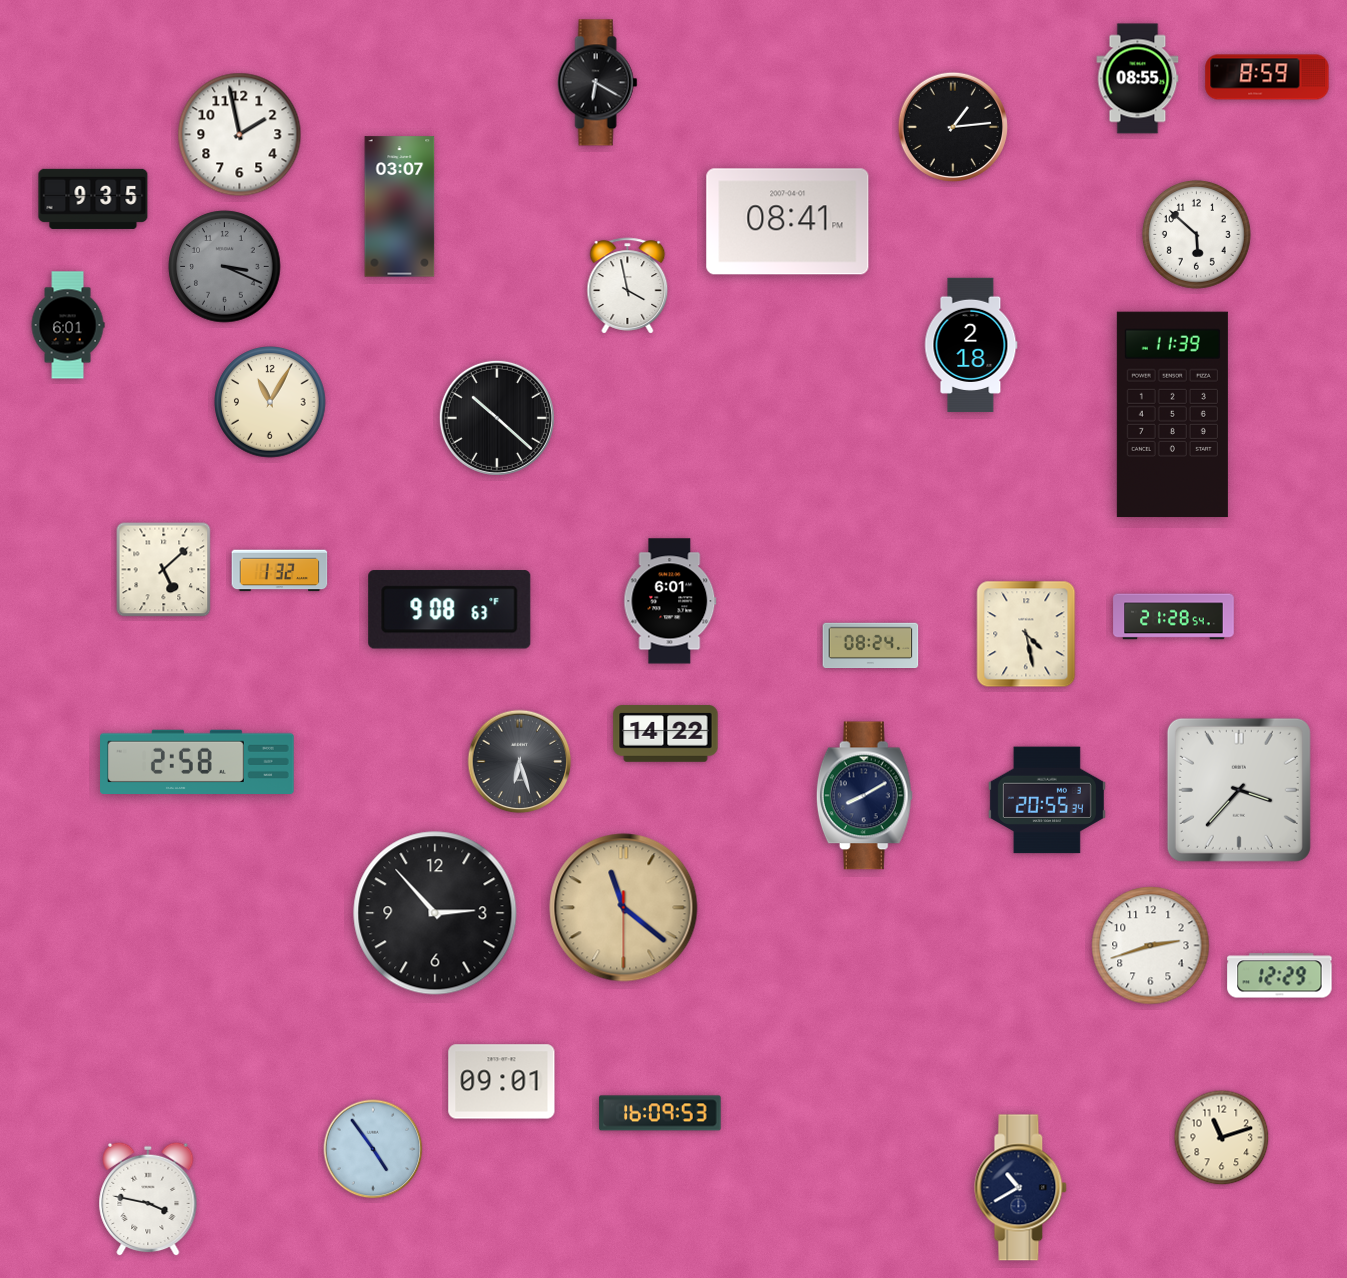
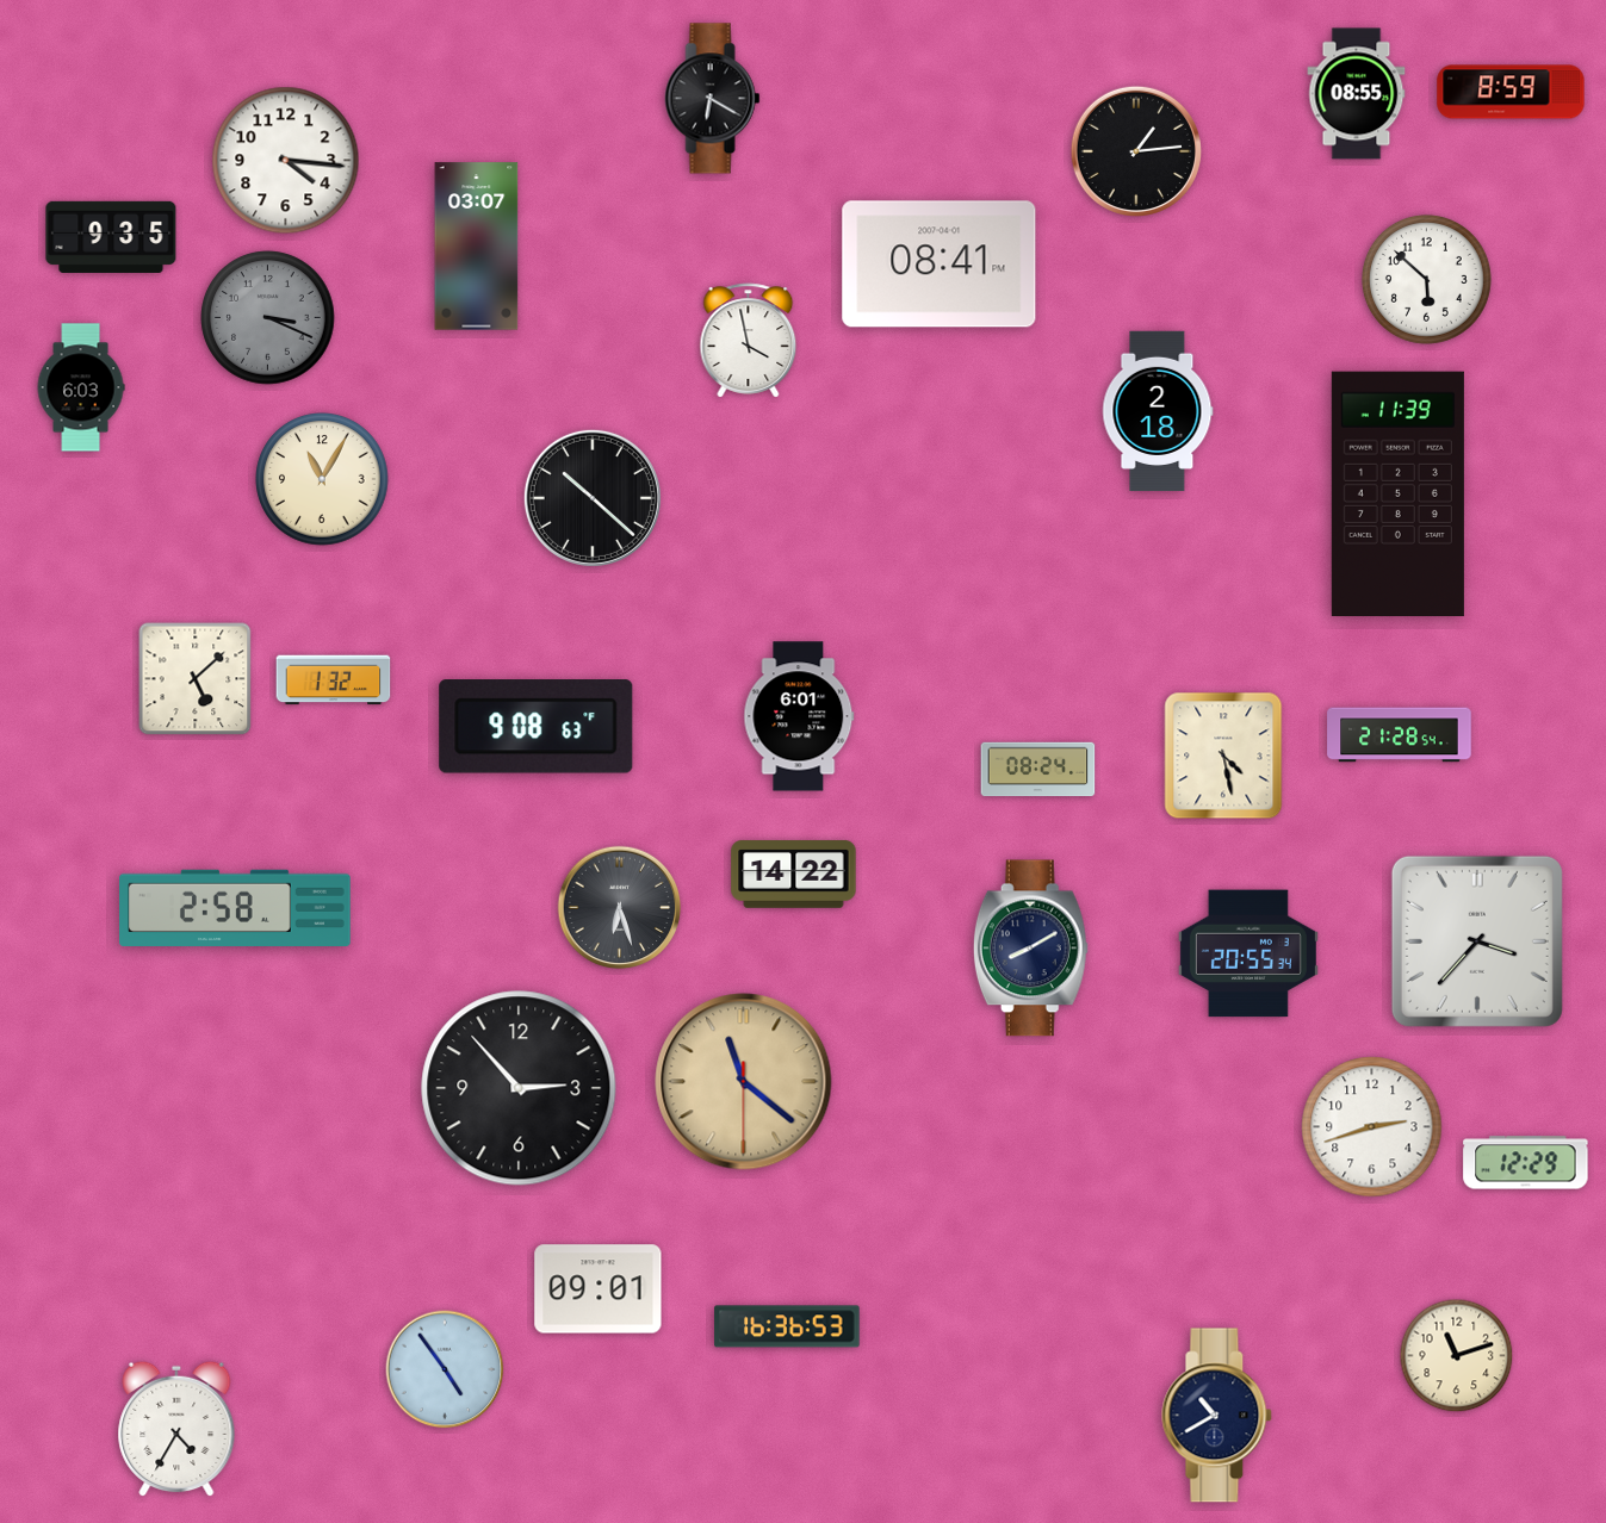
clock at (240, 135): 1:58 -> 4:16
clock at (68, 325): 6:01 -> 6:03
clock at (660, 1113): 16:09 -> 16:36
clock at (148, 1199): 3:47 -> 4:35
